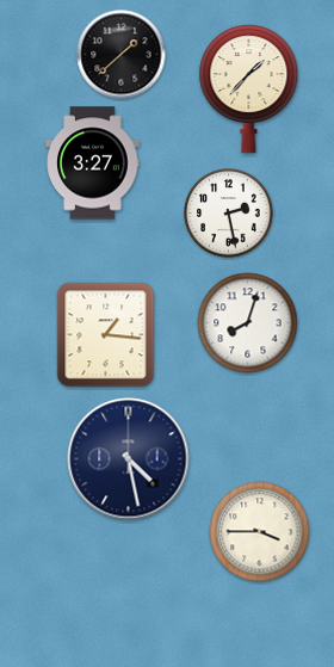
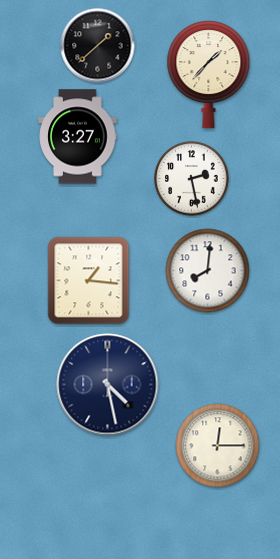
clock at (122, 55) position: (122, 55) -> (98, 46)
clock at (248, 323): 8:03 -> 8:01
clock at (260, 532): 3:45 -> 12:15
